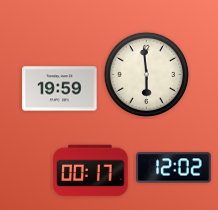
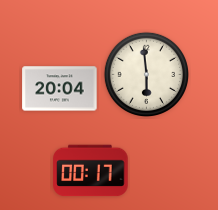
clock at (60, 89): 19:59 -> 20:04
clock at (174, 168): 12:02 -> none
